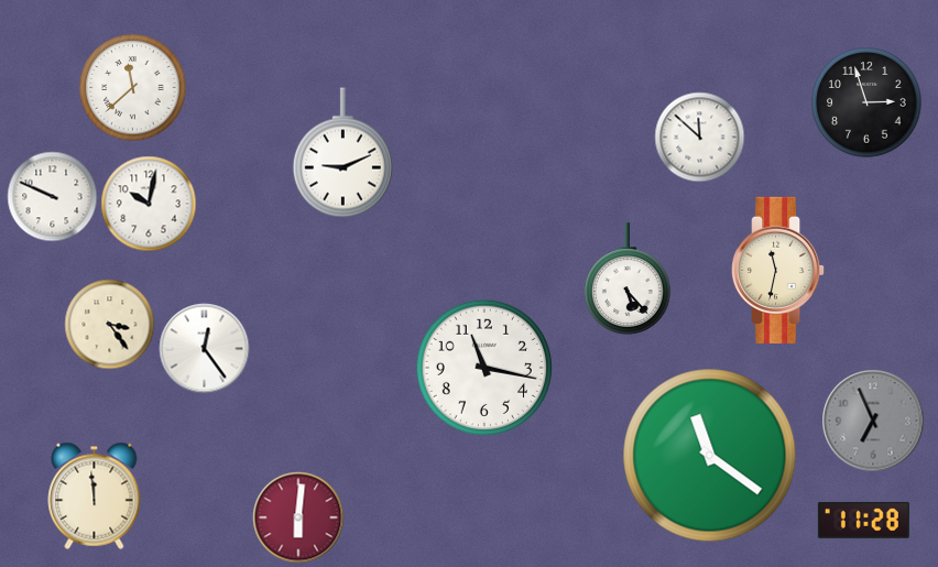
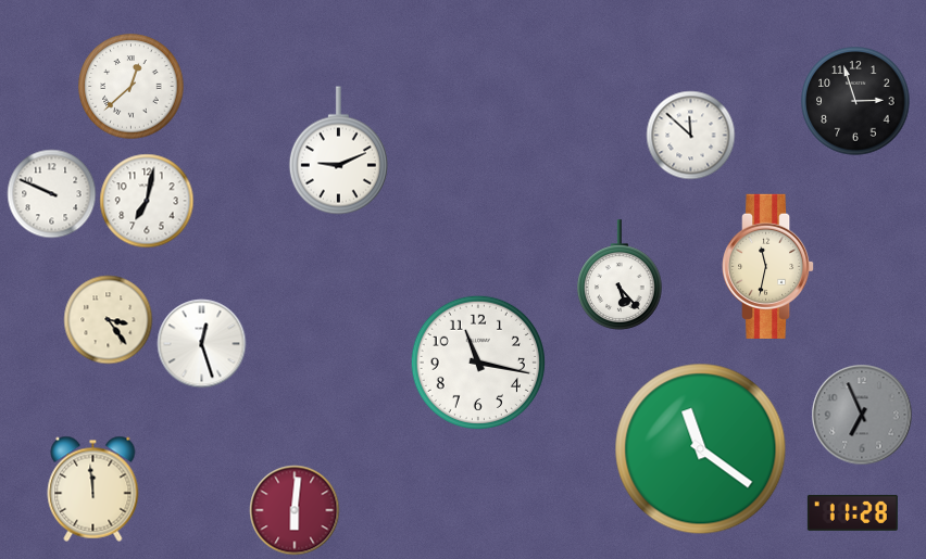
clock at (133, 88): 11:38 -> 12:38
clock at (149, 204): 10:02 -> 7:02
clock at (204, 348): 12:24 -> 12:27
